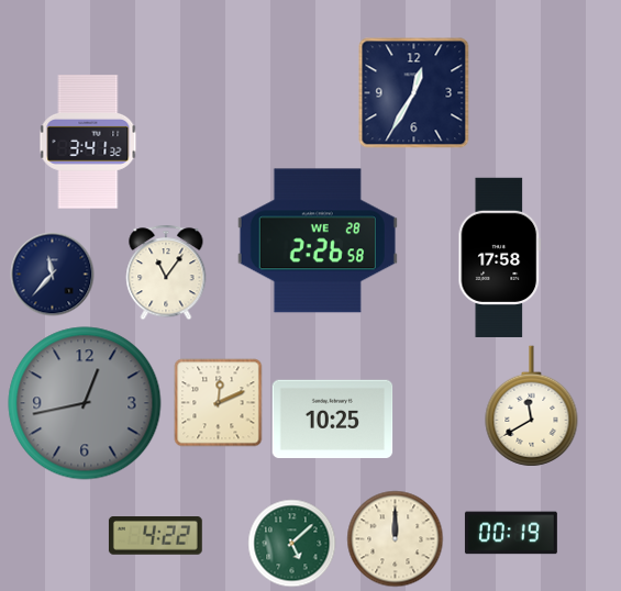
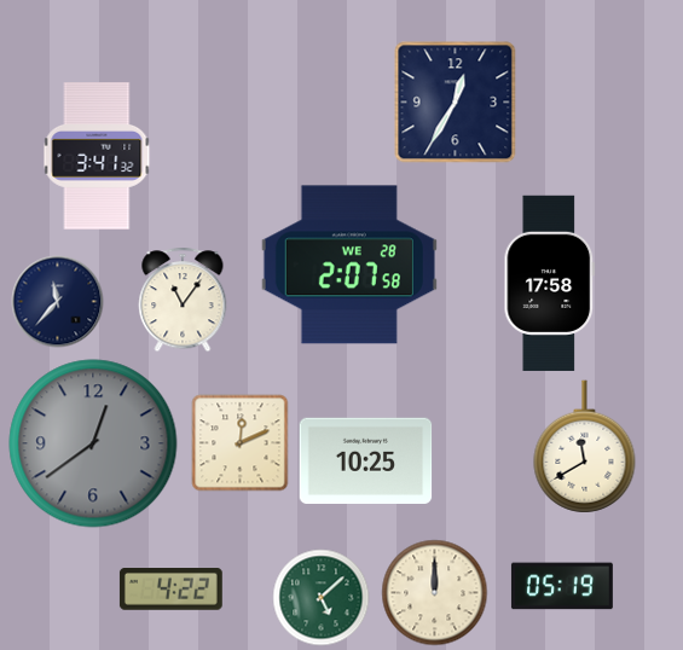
clock at (318, 241): 2:26 -> 2:07
clock at (85, 403): 12:43 -> 12:39
clock at (511, 533): 00:19 -> 05:19
